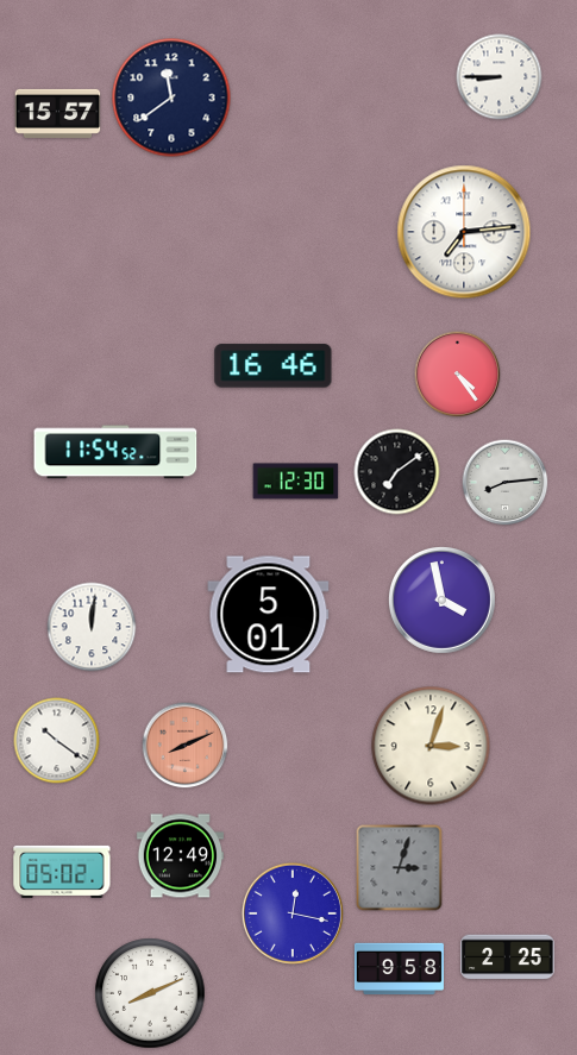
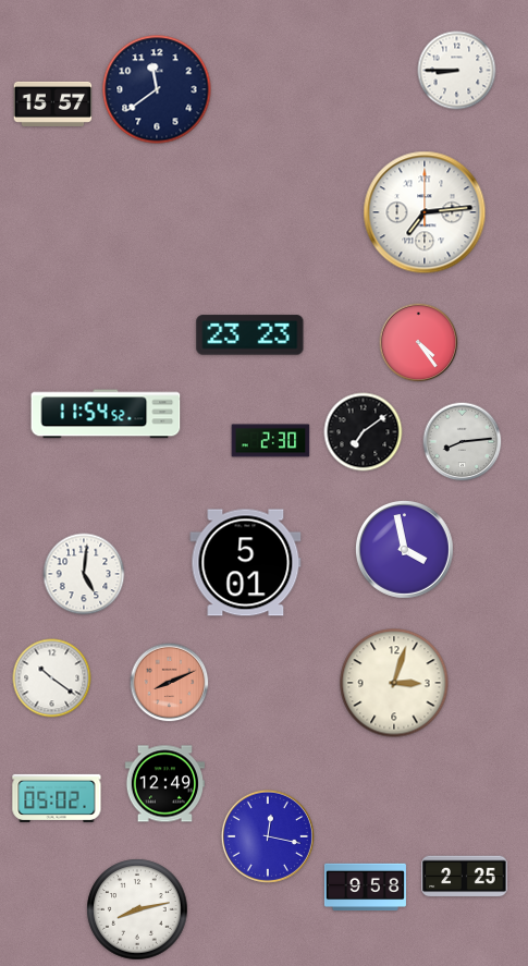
clock at (274, 366): 16:46 -> 23:23
clock at (296, 482): 12:30 -> 2:30
clock at (92, 627): 12:01 -> 5:01
clock at (400, 868): 3:03 -> none
clock at (150, 993): 8:11 -> 8:13
